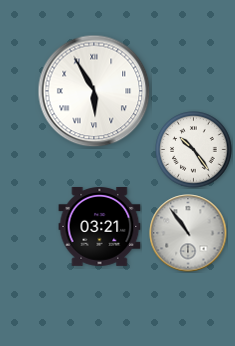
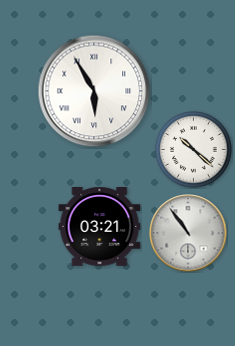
clock at (194, 150): 10:24 -> 10:22
